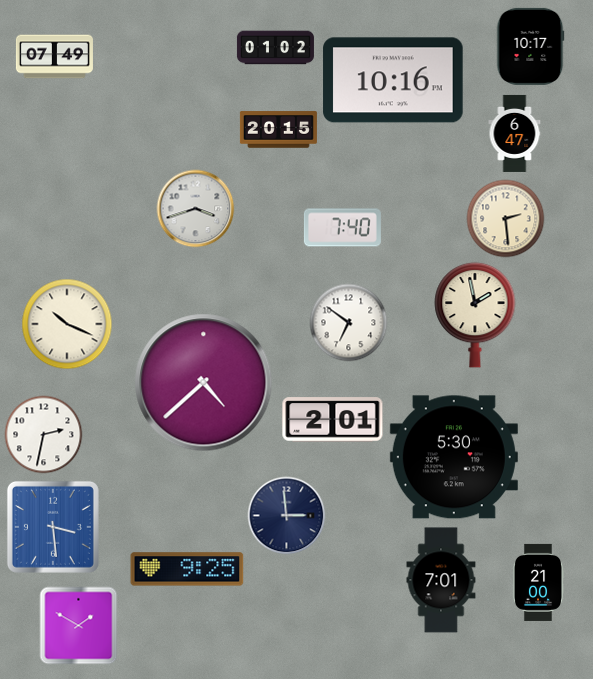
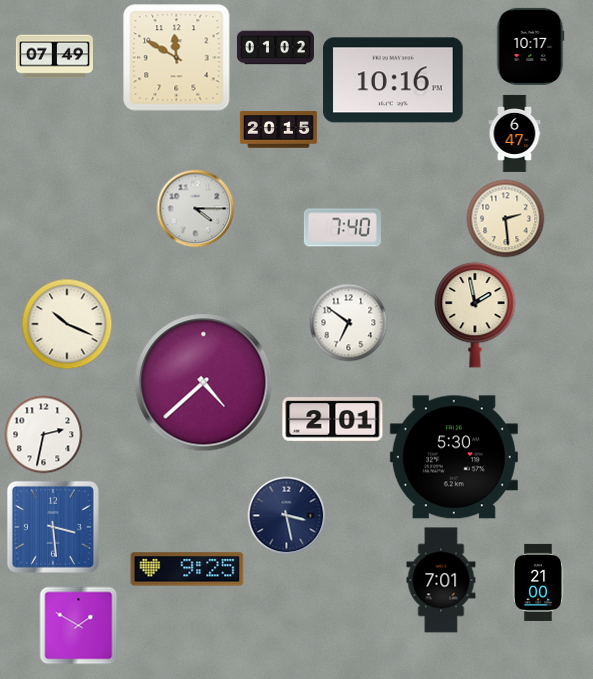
clock at (177, 58): none -> 11:50
clock at (195, 208): 3:42 -> 4:15
clock at (286, 515): 2:59 -> 3:28
